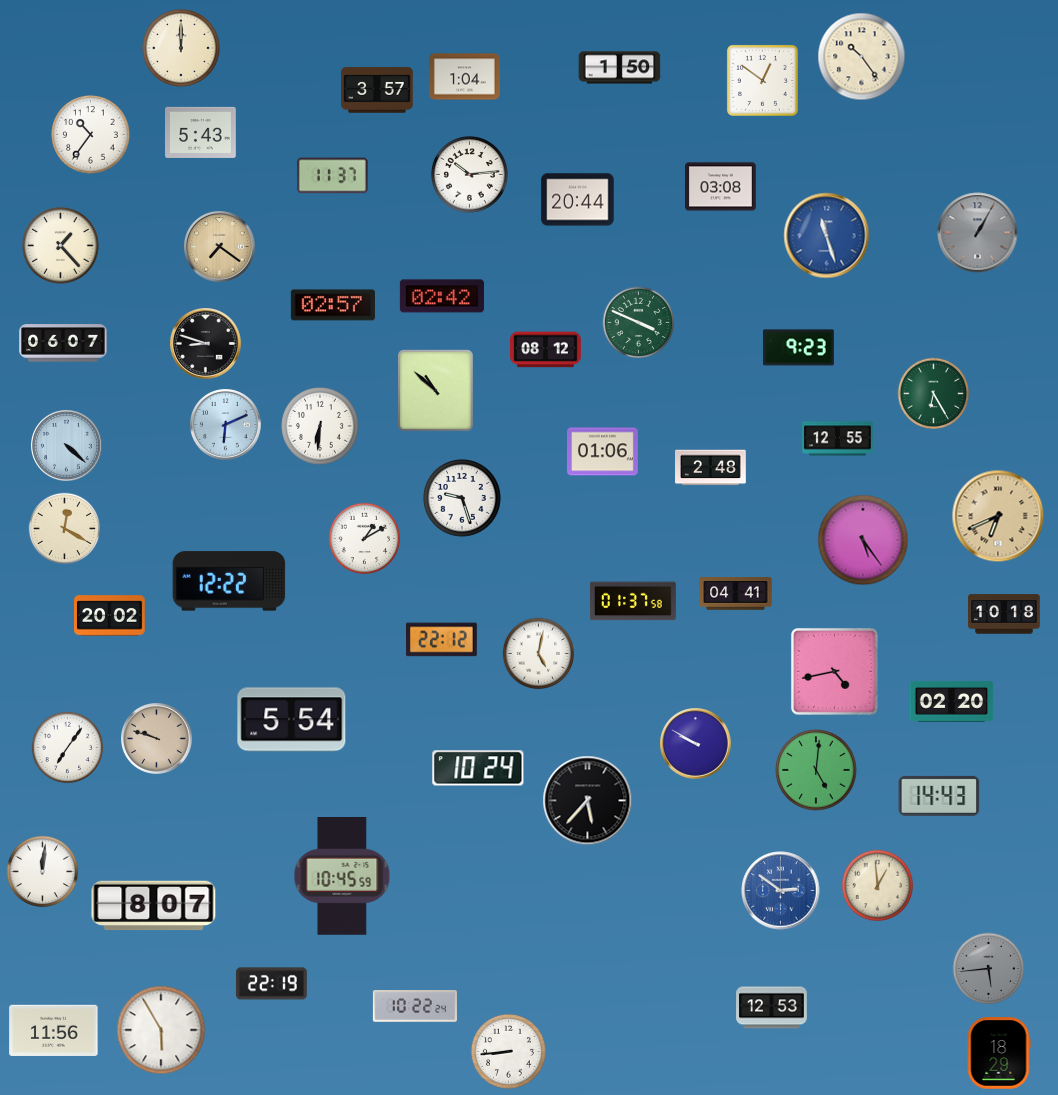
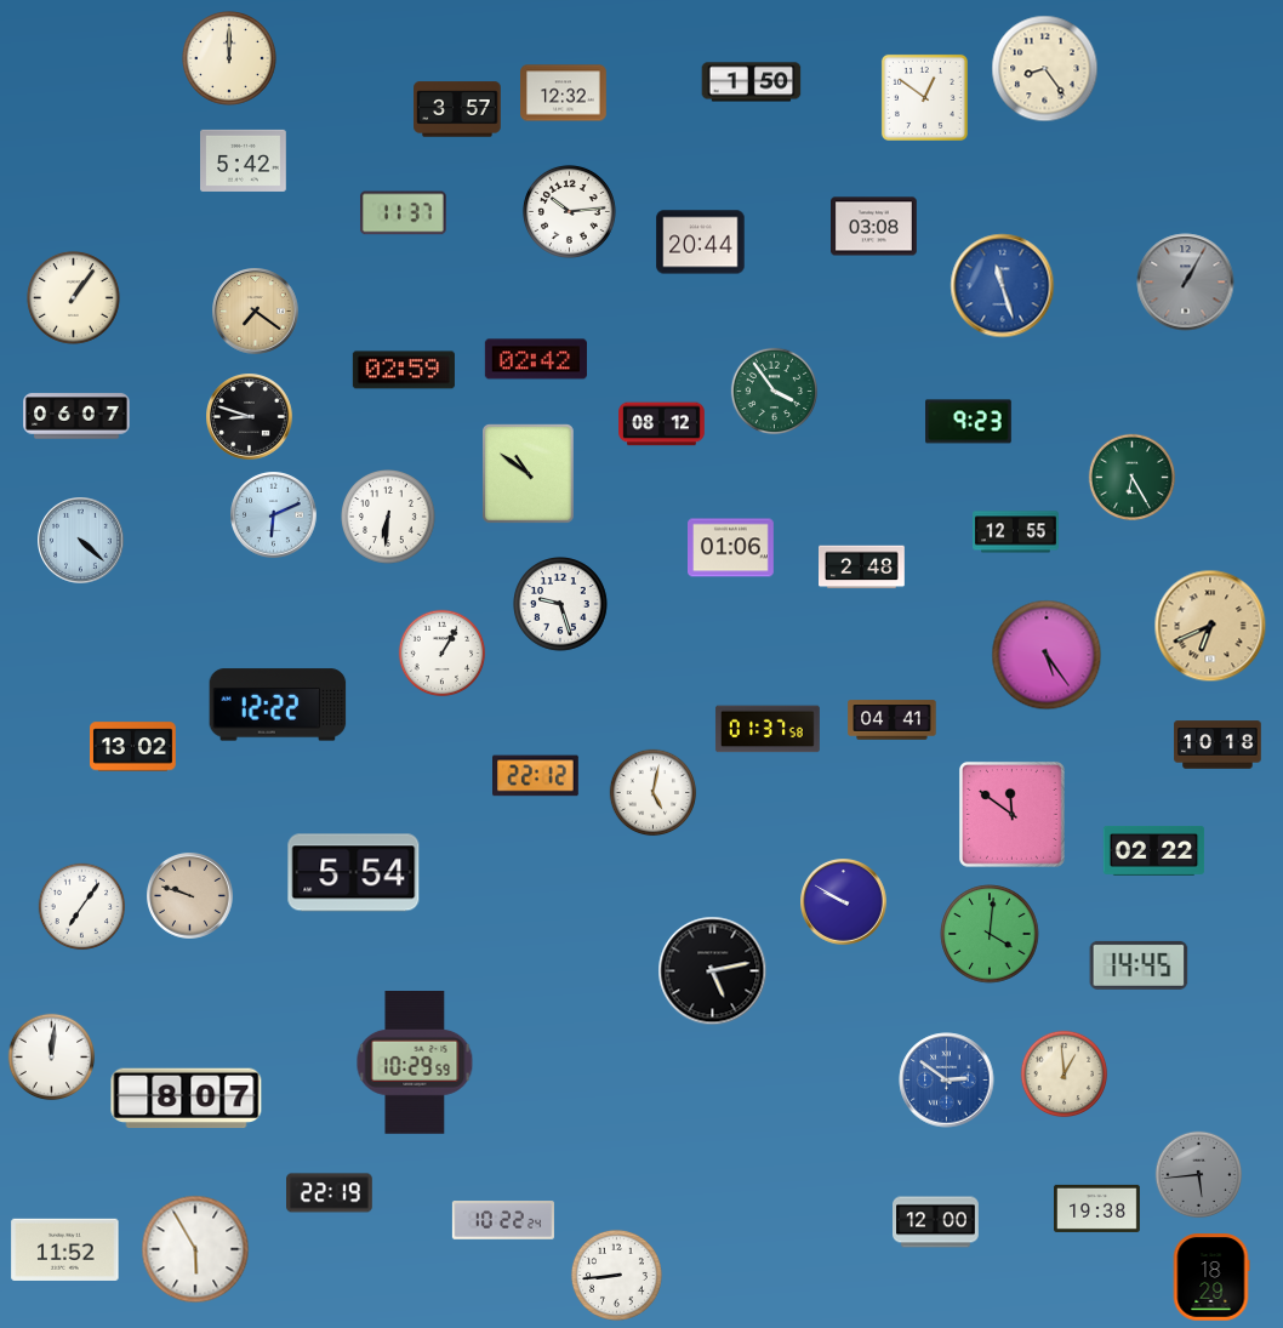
clock at (182, 49) position: (182, 49) -> (230, 59)
clock at (862, 57): 10:24 -> 8:24
clock at (465, 77): 1:04 -> 12:32
clock at (201, 132): 5:43 -> 5:42
clock at (91, 135): 10:36 -> none
clock at (60, 245): 1:23 -> 1:06
clock at (220, 247) position: (220, 247) -> (256, 312)
clock at (333, 305): 02:57 -> 02:59
clock at (639, 323): 3:49 -> 3:54
clock at (436, 391): 10:52 -> 10:51
clock at (65, 529): 12:20 -> none
clock at (365, 539): 1:10 -> 1:05
clock at (110, 616): 20:02 -> 13:02
clock at (834, 671): 4:43 -> 11:51
clock at (952, 701): 02:20 -> 02:22
clock at (478, 768): 10:24 -> none
clock at (816, 770): 5:01 -> 4:01
clock at (939, 796): 14:43 -> 14:45
clock at (588, 801): 5:37 -> 5:13
clock at (342, 877): 10:45 -> 10:29
clock at (1097, 1208): none -> 19:38
clock at (772, 1008): 12:53 -> 12:00
clock at (54, 1030): 11:56 -> 11:52
